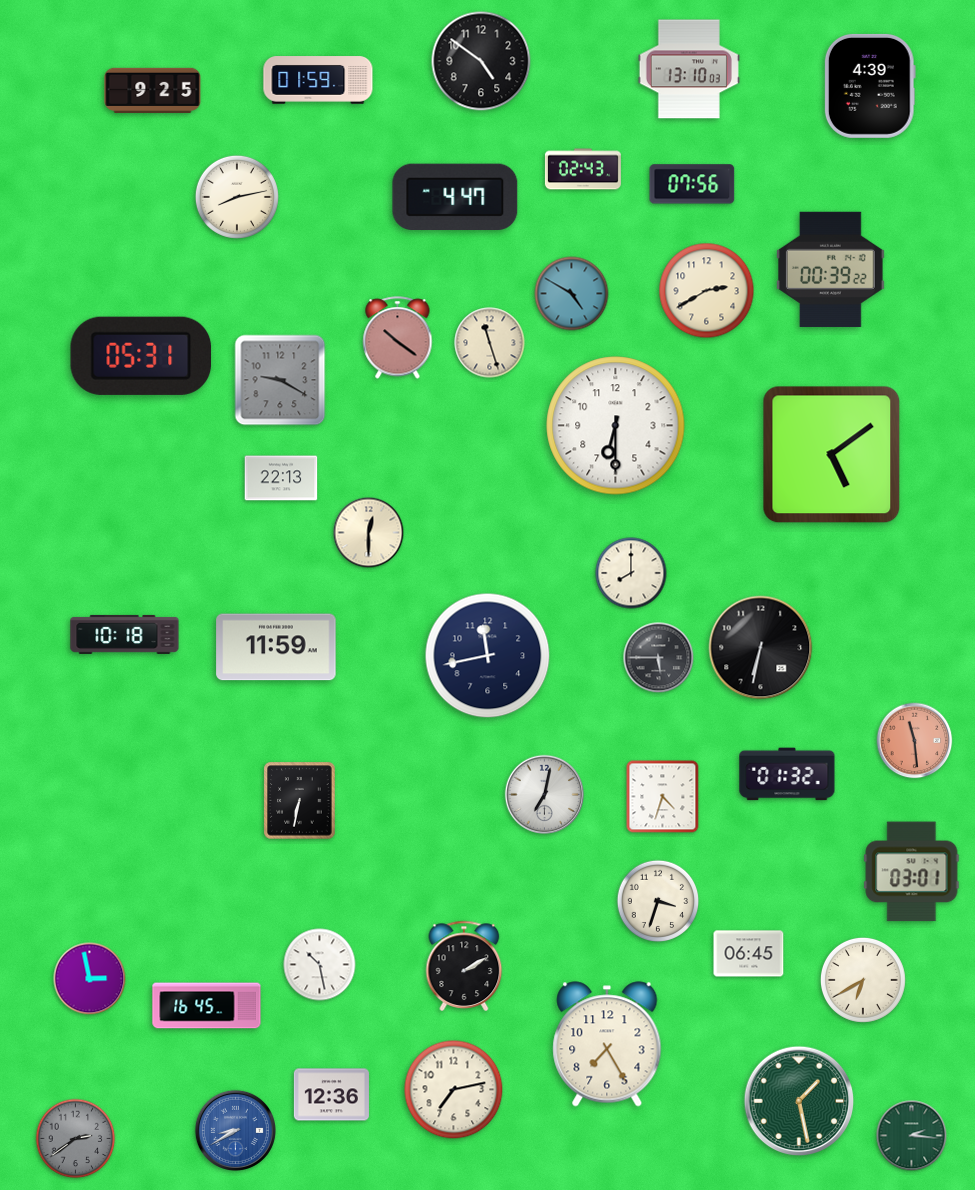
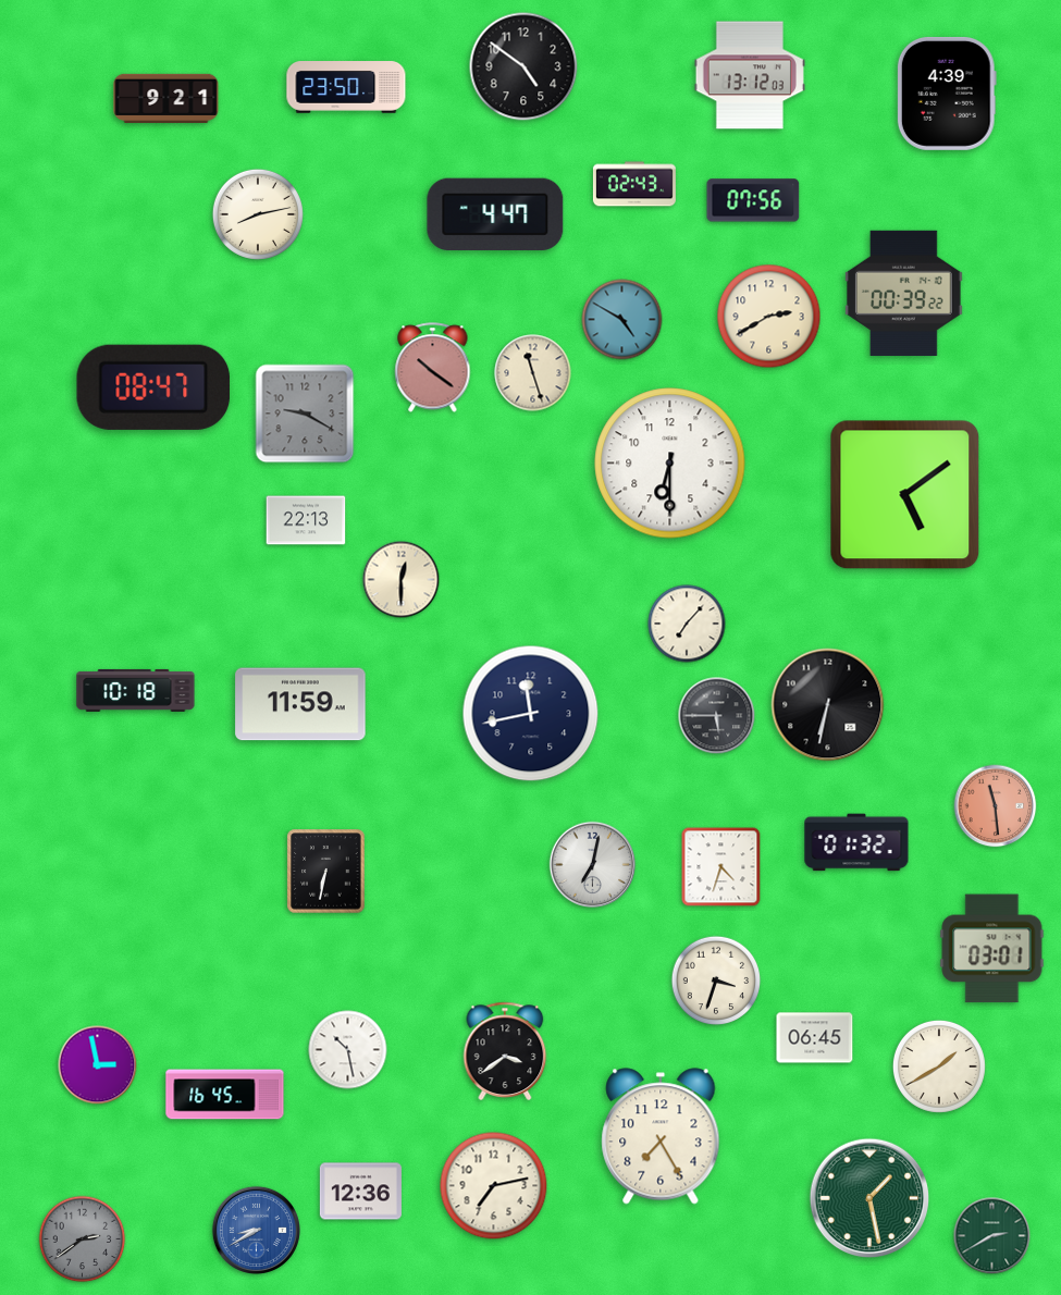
clock at (689, 69): 13:10 -> 13:12
clock at (318, 80): 01:59 -> 23:50
clock at (153, 90): 9:25 -> 9:21
clock at (141, 356): 05:31 -> 08:47
clock at (631, 573): 8:00 -> 7:07
clock at (464, 966): 2:10 -> 3:39
clock at (863, 980): 6:40 -> 1:40
clock at (912, 1136): 2:16 -> 2:40
